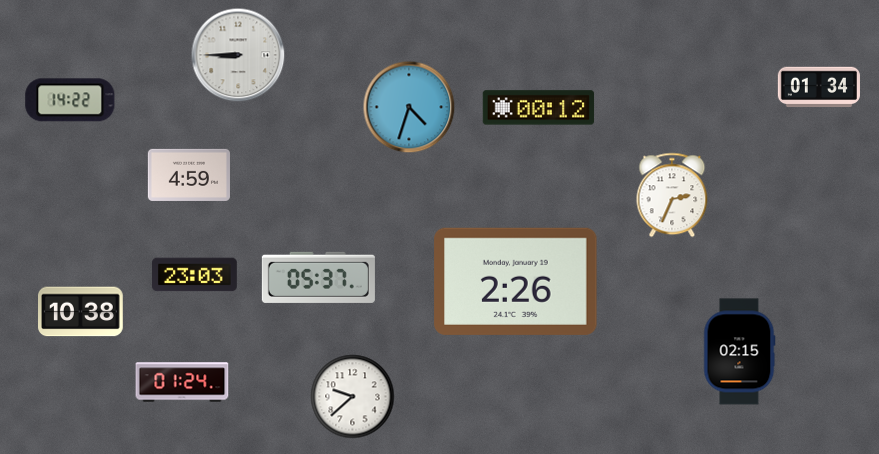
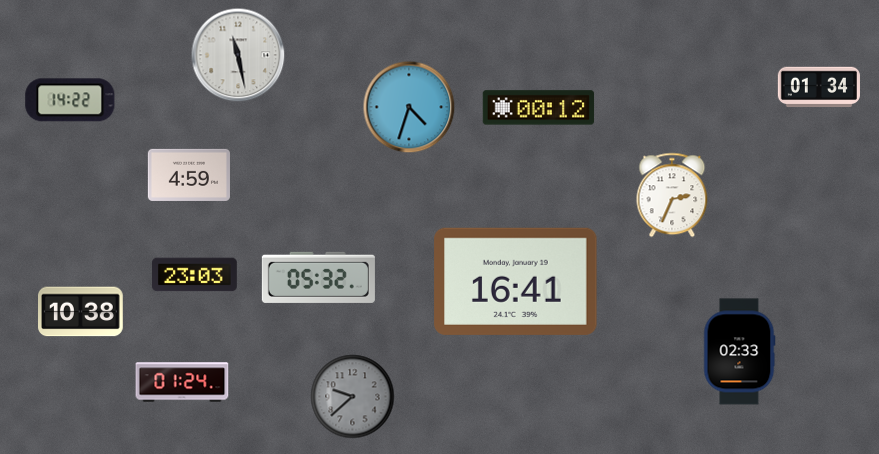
clock at (238, 55): 8:45 -> 11:28
clock at (318, 277): 05:37 -> 05:32
clock at (516, 281): 2:26 -> 16:41
clock at (739, 352): 02:15 -> 02:33
clock at (353, 397) dial: white -> grey
